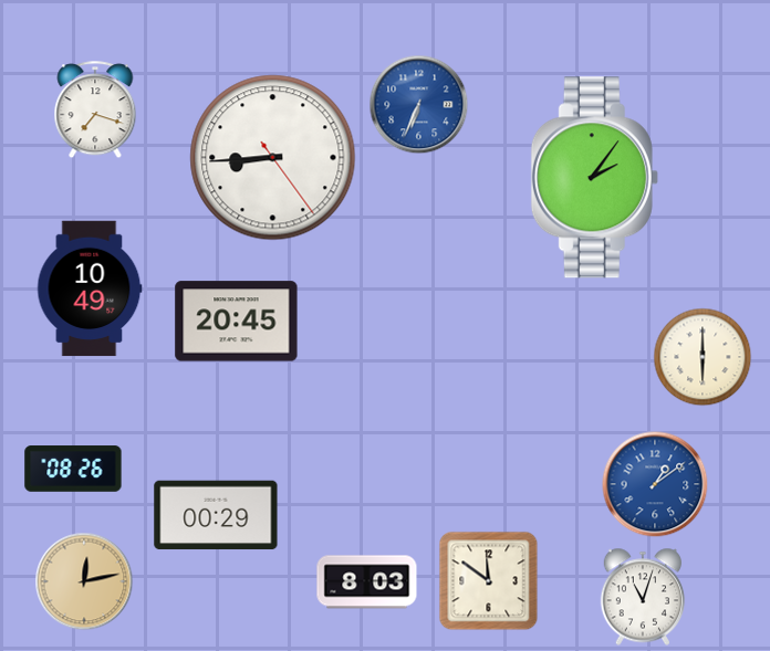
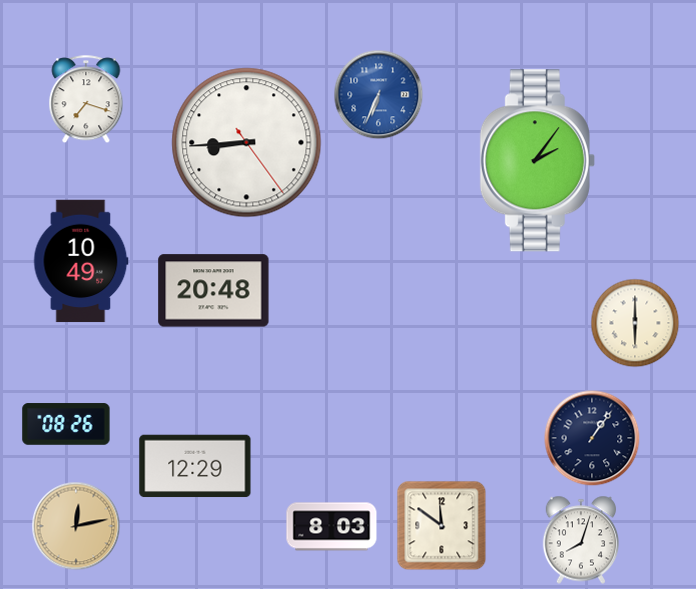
clock at (237, 322): 20:45 -> 20:48
clock at (655, 484): 1:09 -> 1:06
clock at (655, 484) dial: blue -> navy
clock at (216, 515): 00:29 -> 12:29
clock at (643, 597): 11:03 -> 8:03
